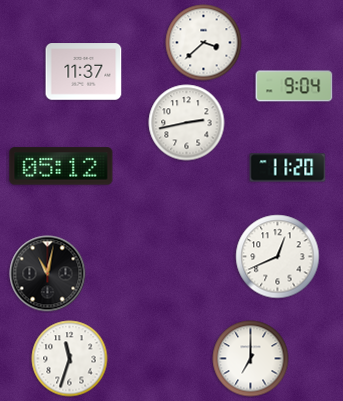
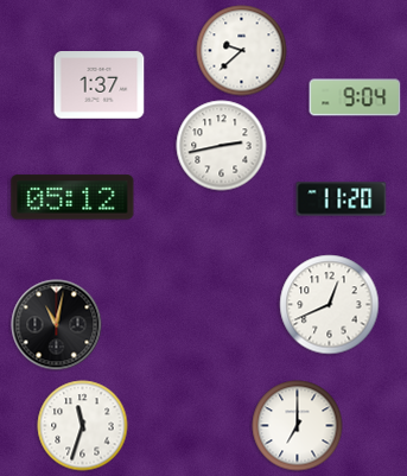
clock at (204, 43): 3:38 -> 9:38
clock at (84, 72): 11:37 -> 1:37
clock at (294, 86) position: (294, 86) -> (355, 97)
